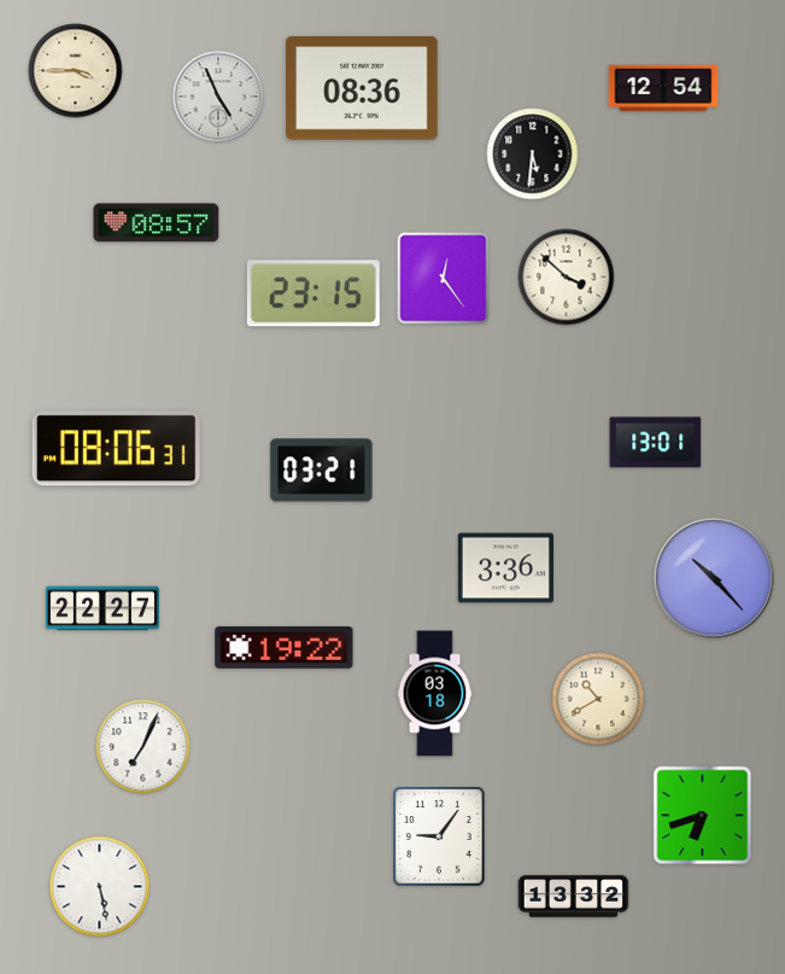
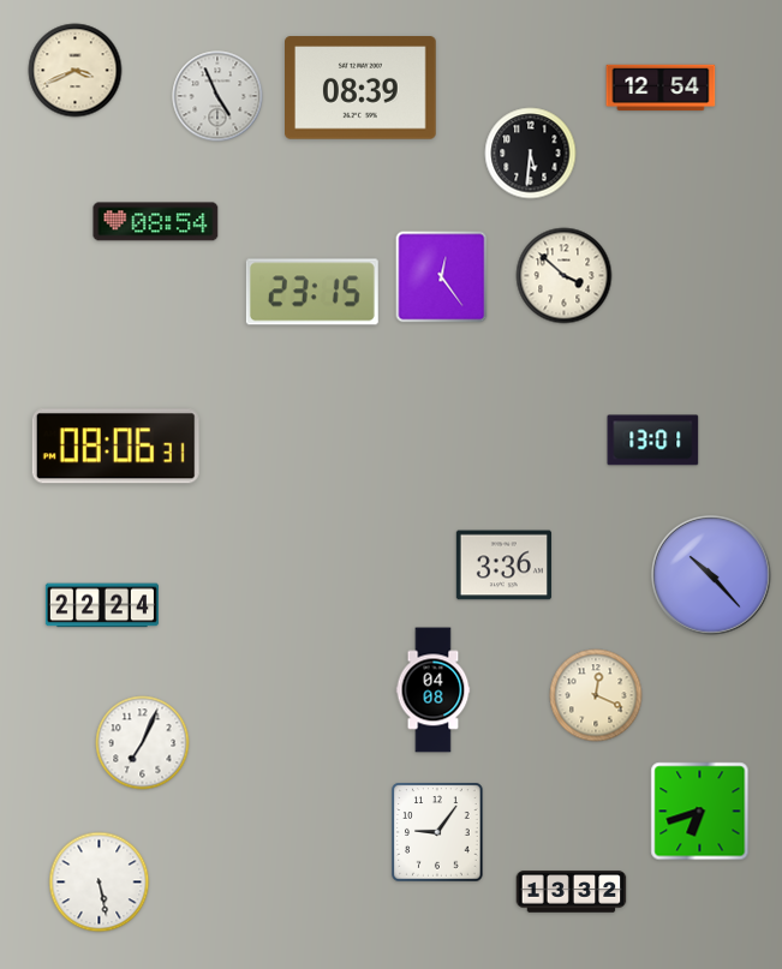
clock at (76, 71): 3:45 -> 3:41
clock at (363, 88): 08:36 -> 08:39
clock at (157, 223): 08:57 -> 08:54
clock at (322, 471): 03:21 -> none
clock at (102, 608): 22:27 -> 22:24
clock at (285, 647): 19:22 -> none
clock at (435, 694): 03:18 -> 04:08
clock at (598, 699): 10:40 -> 12:19
